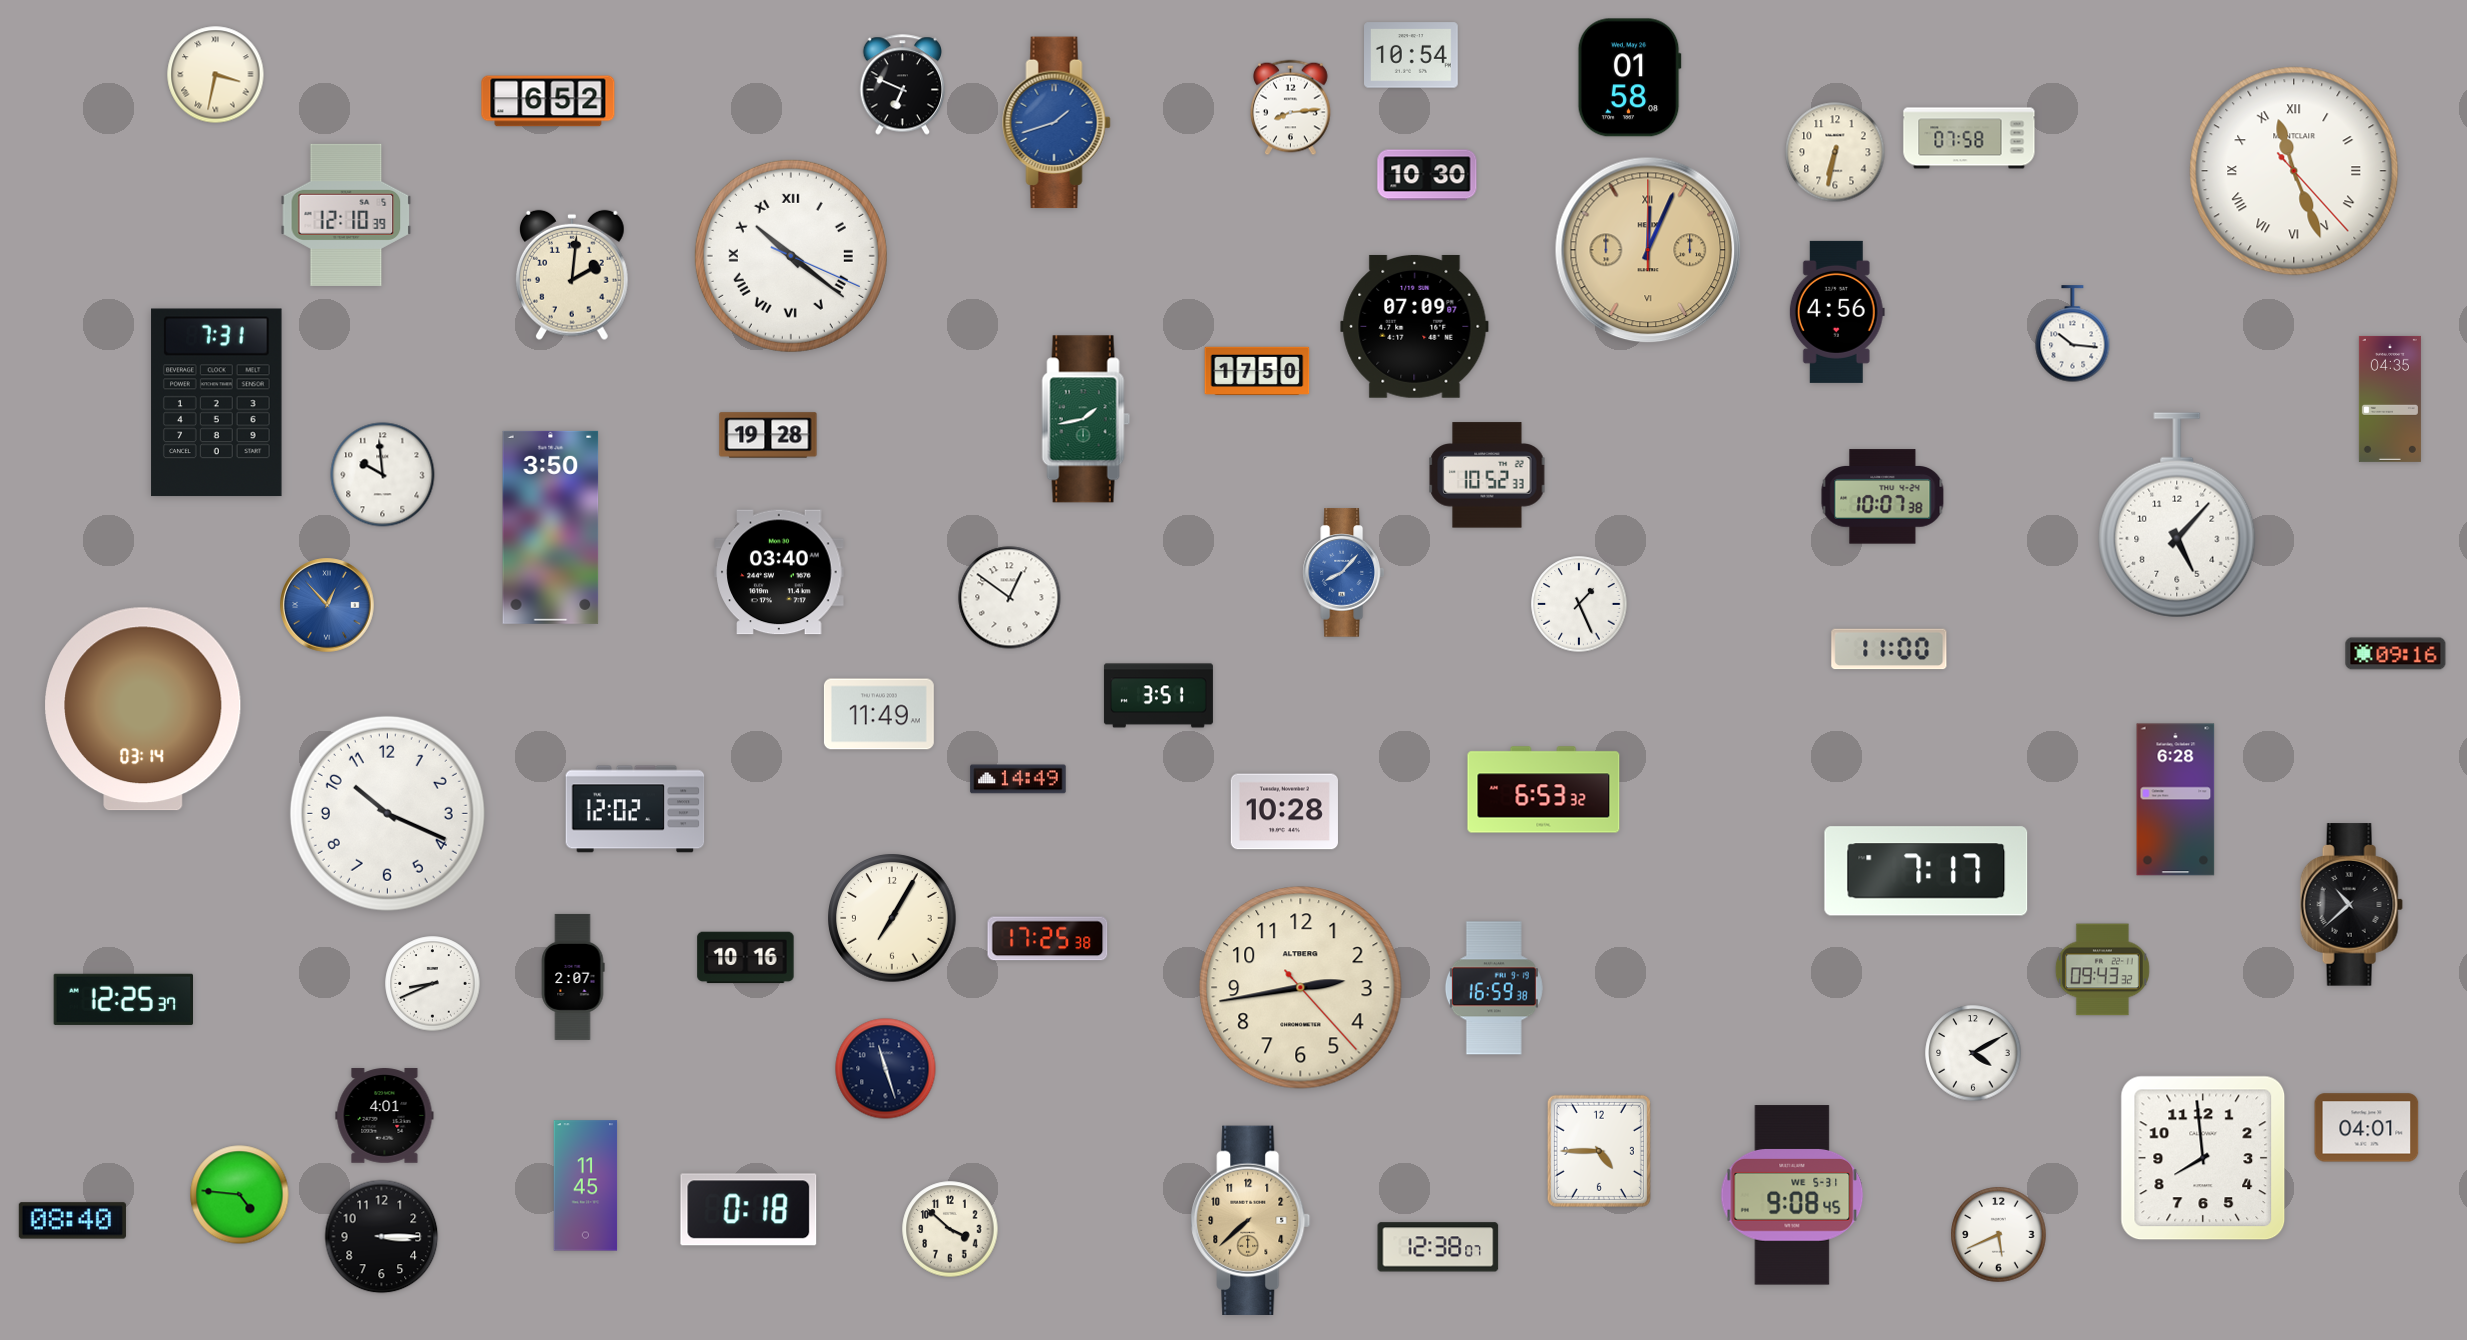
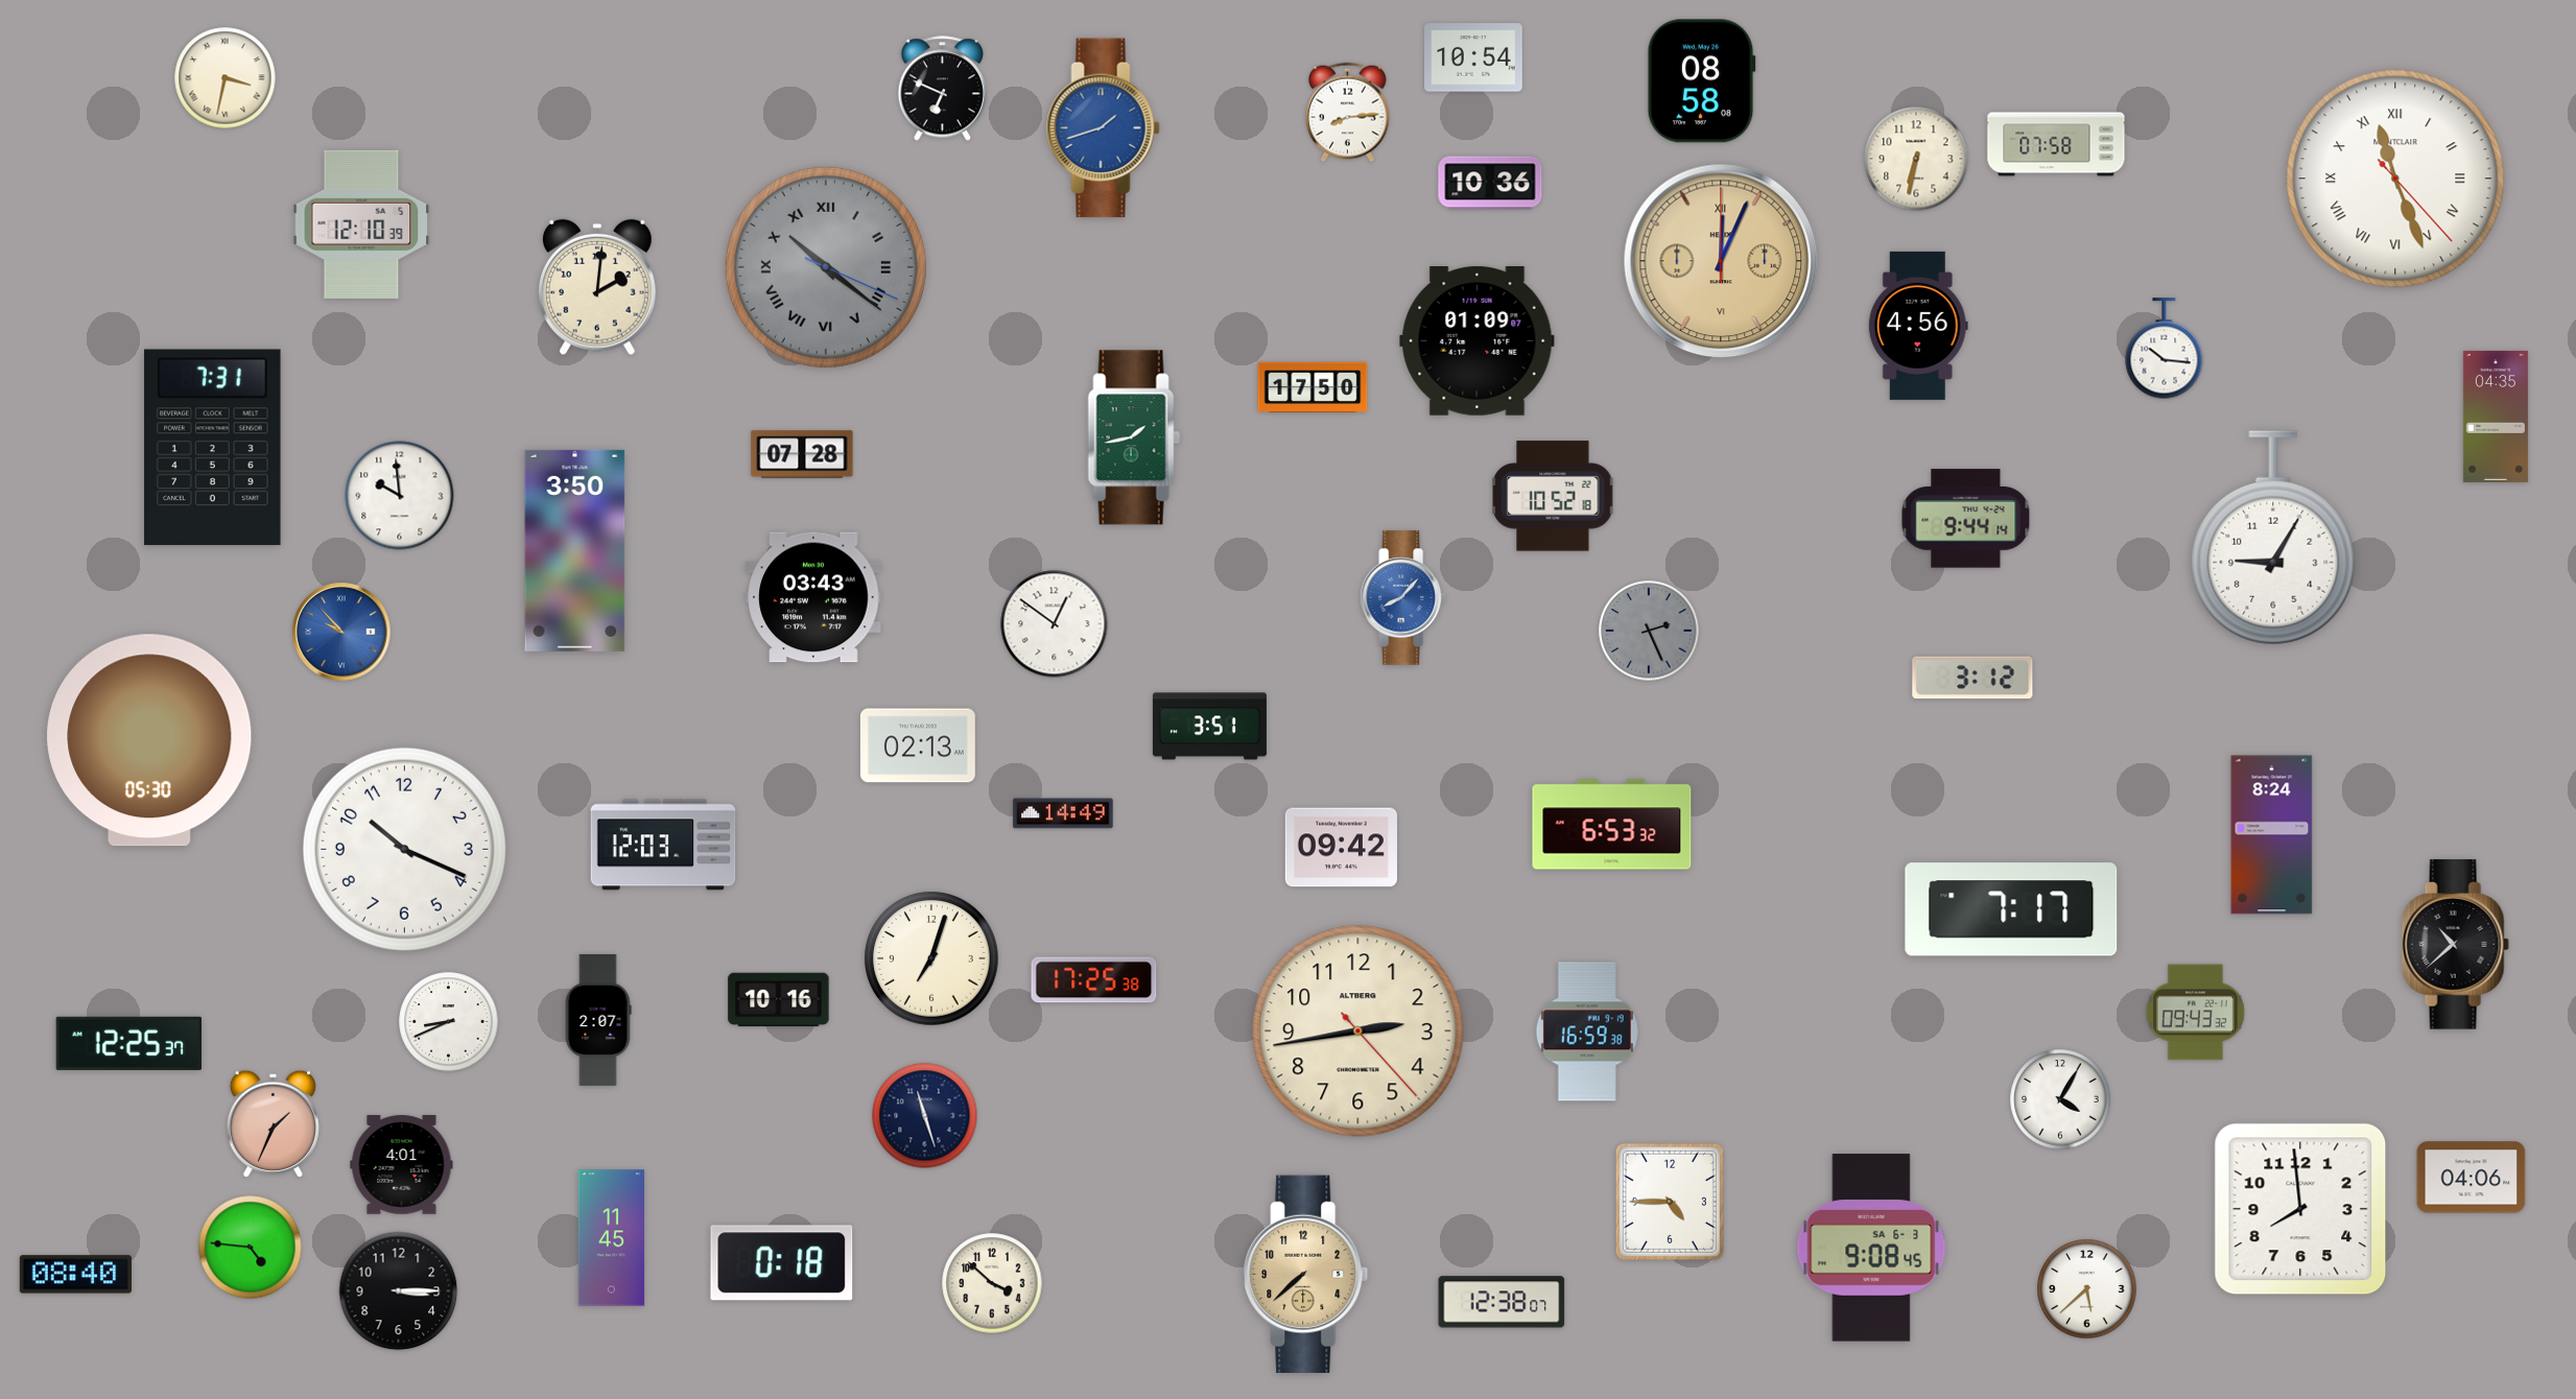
clock at (1629, 78): 01:58 -> 08:58
clock at (548, 101): 6:52 -> none
clock at (1427, 175): 10:30 -> 10:36
clock at (791, 256) dial: white -> grey
clock at (1415, 326): 07:09 -> 01:09
clock at (217, 403) position: (217, 403) -> (213, 448)
clock at (768, 435): 19:28 -> 07:28
clock at (1487, 475): 10:52:33 -> 10:52:18
clock at (1883, 497): 10:07 -> 9:44
clock at (2177, 515): 5:07 -> 9:05
clock at (779, 572): 03:40 -> 03:43
clock at (1579, 604): 1:26 -> 2:26
clock at (1579, 604) dial: white -> grey
clock at (327, 605): 12:53 -> 9:53
clock at (1889, 649): 11:00 -> 3:12
clock at (2396, 654): 09:16 -> none
clock at (143, 709): 03:14 -> 05:30
clock at (879, 714): 11:49 -> 02:13
clock at (2176, 800): 6:28 -> 8:24
clock at (635, 809): 12:02 -> 12:03
clock at (1284, 812): 10:28 -> 09:42
clock at (892, 918): 7:05 -> 7:03
clock at (433, 984) position: (433, 984) -> (449, 1022)
clock at (1494, 988) position: (1494, 988) -> (1587, 1032)
clock at (1973, 1053): 4:10 -> 4:05
clock at (273, 1123): none -> 1:34
clock at (2367, 1128): 04:01 -> 04:06
clock at (1792, 1195) date: WE 5-31 -> SA 6-3
clock at (1999, 1235): 5:41 -> 5:38
